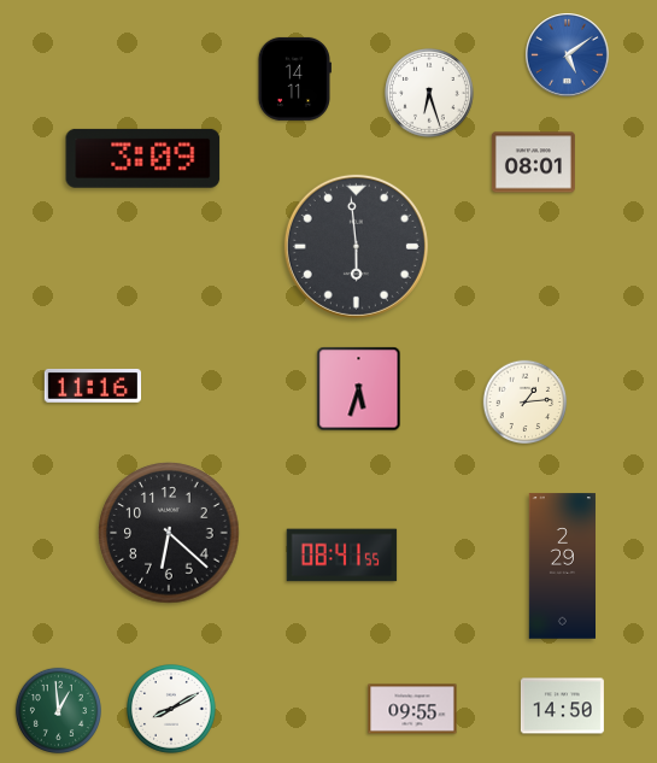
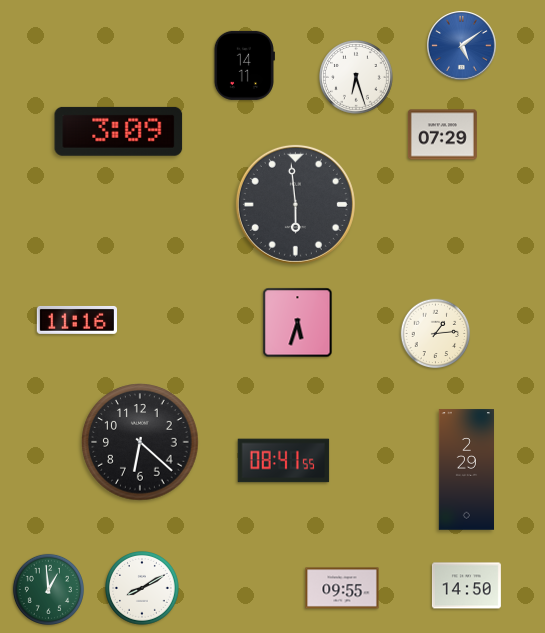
clock at (568, 55) position: (568, 55) -> (462, 46)
clock at (533, 163): 08:01 -> 07:29
